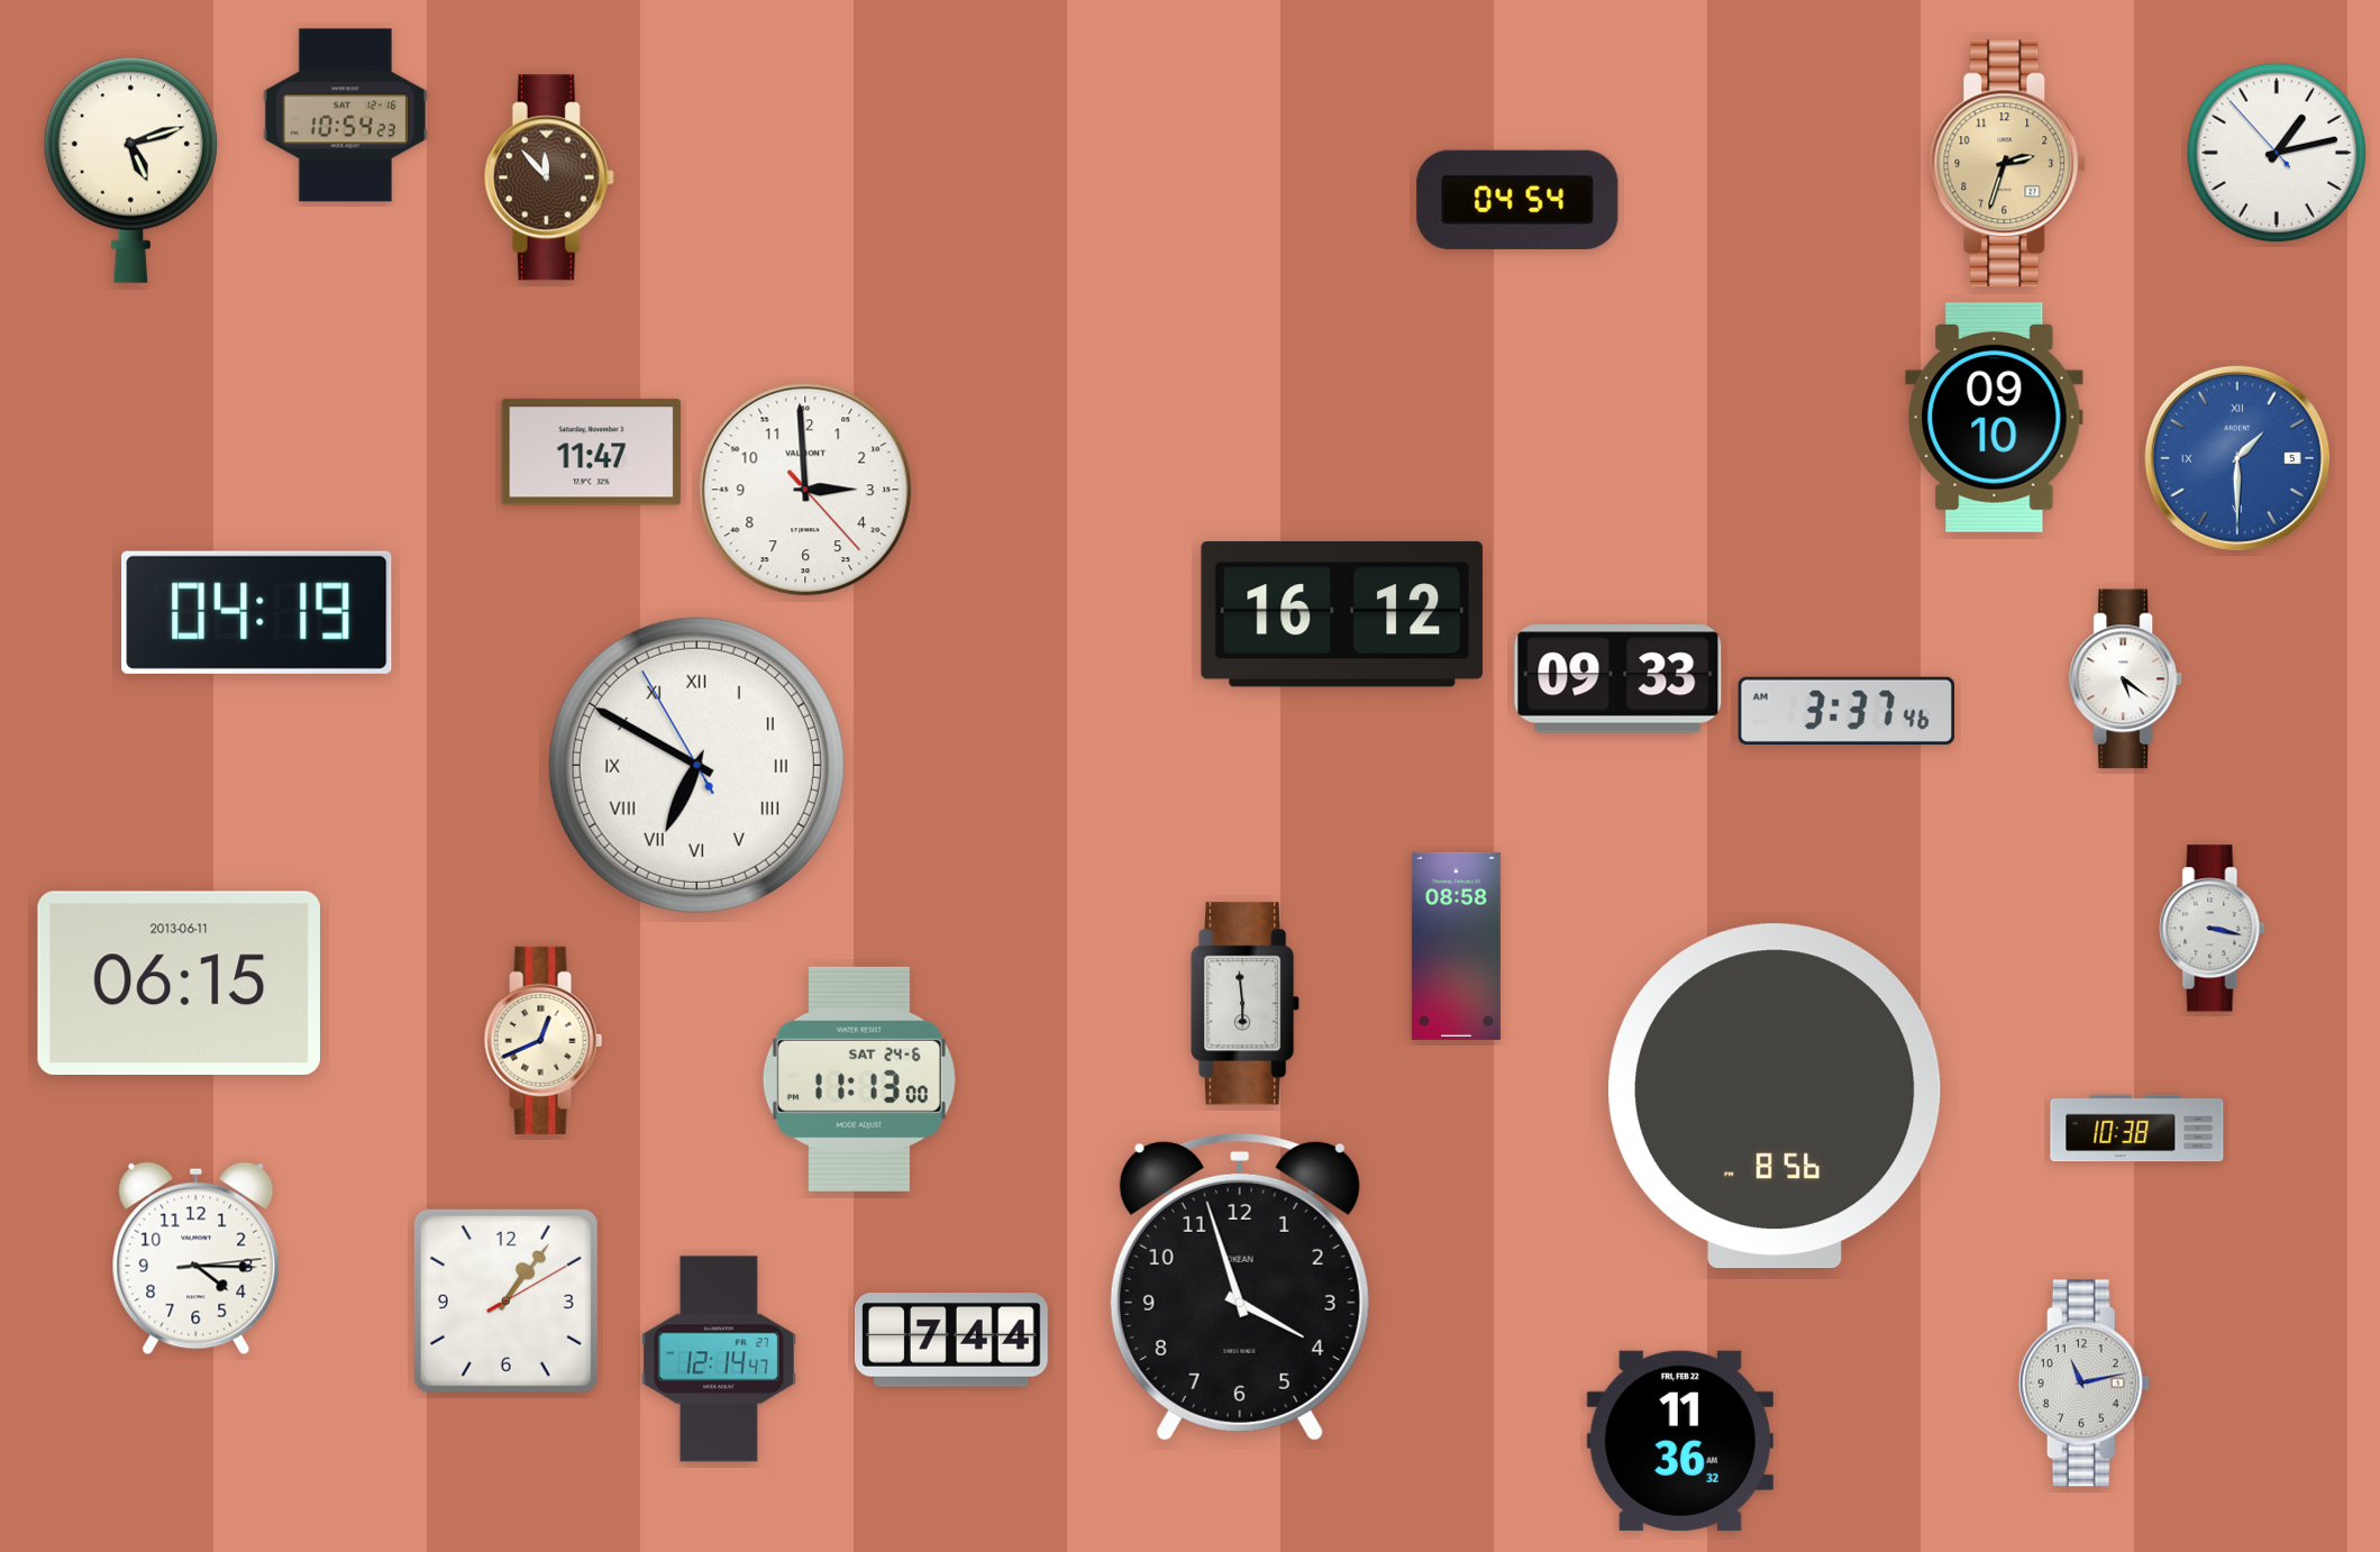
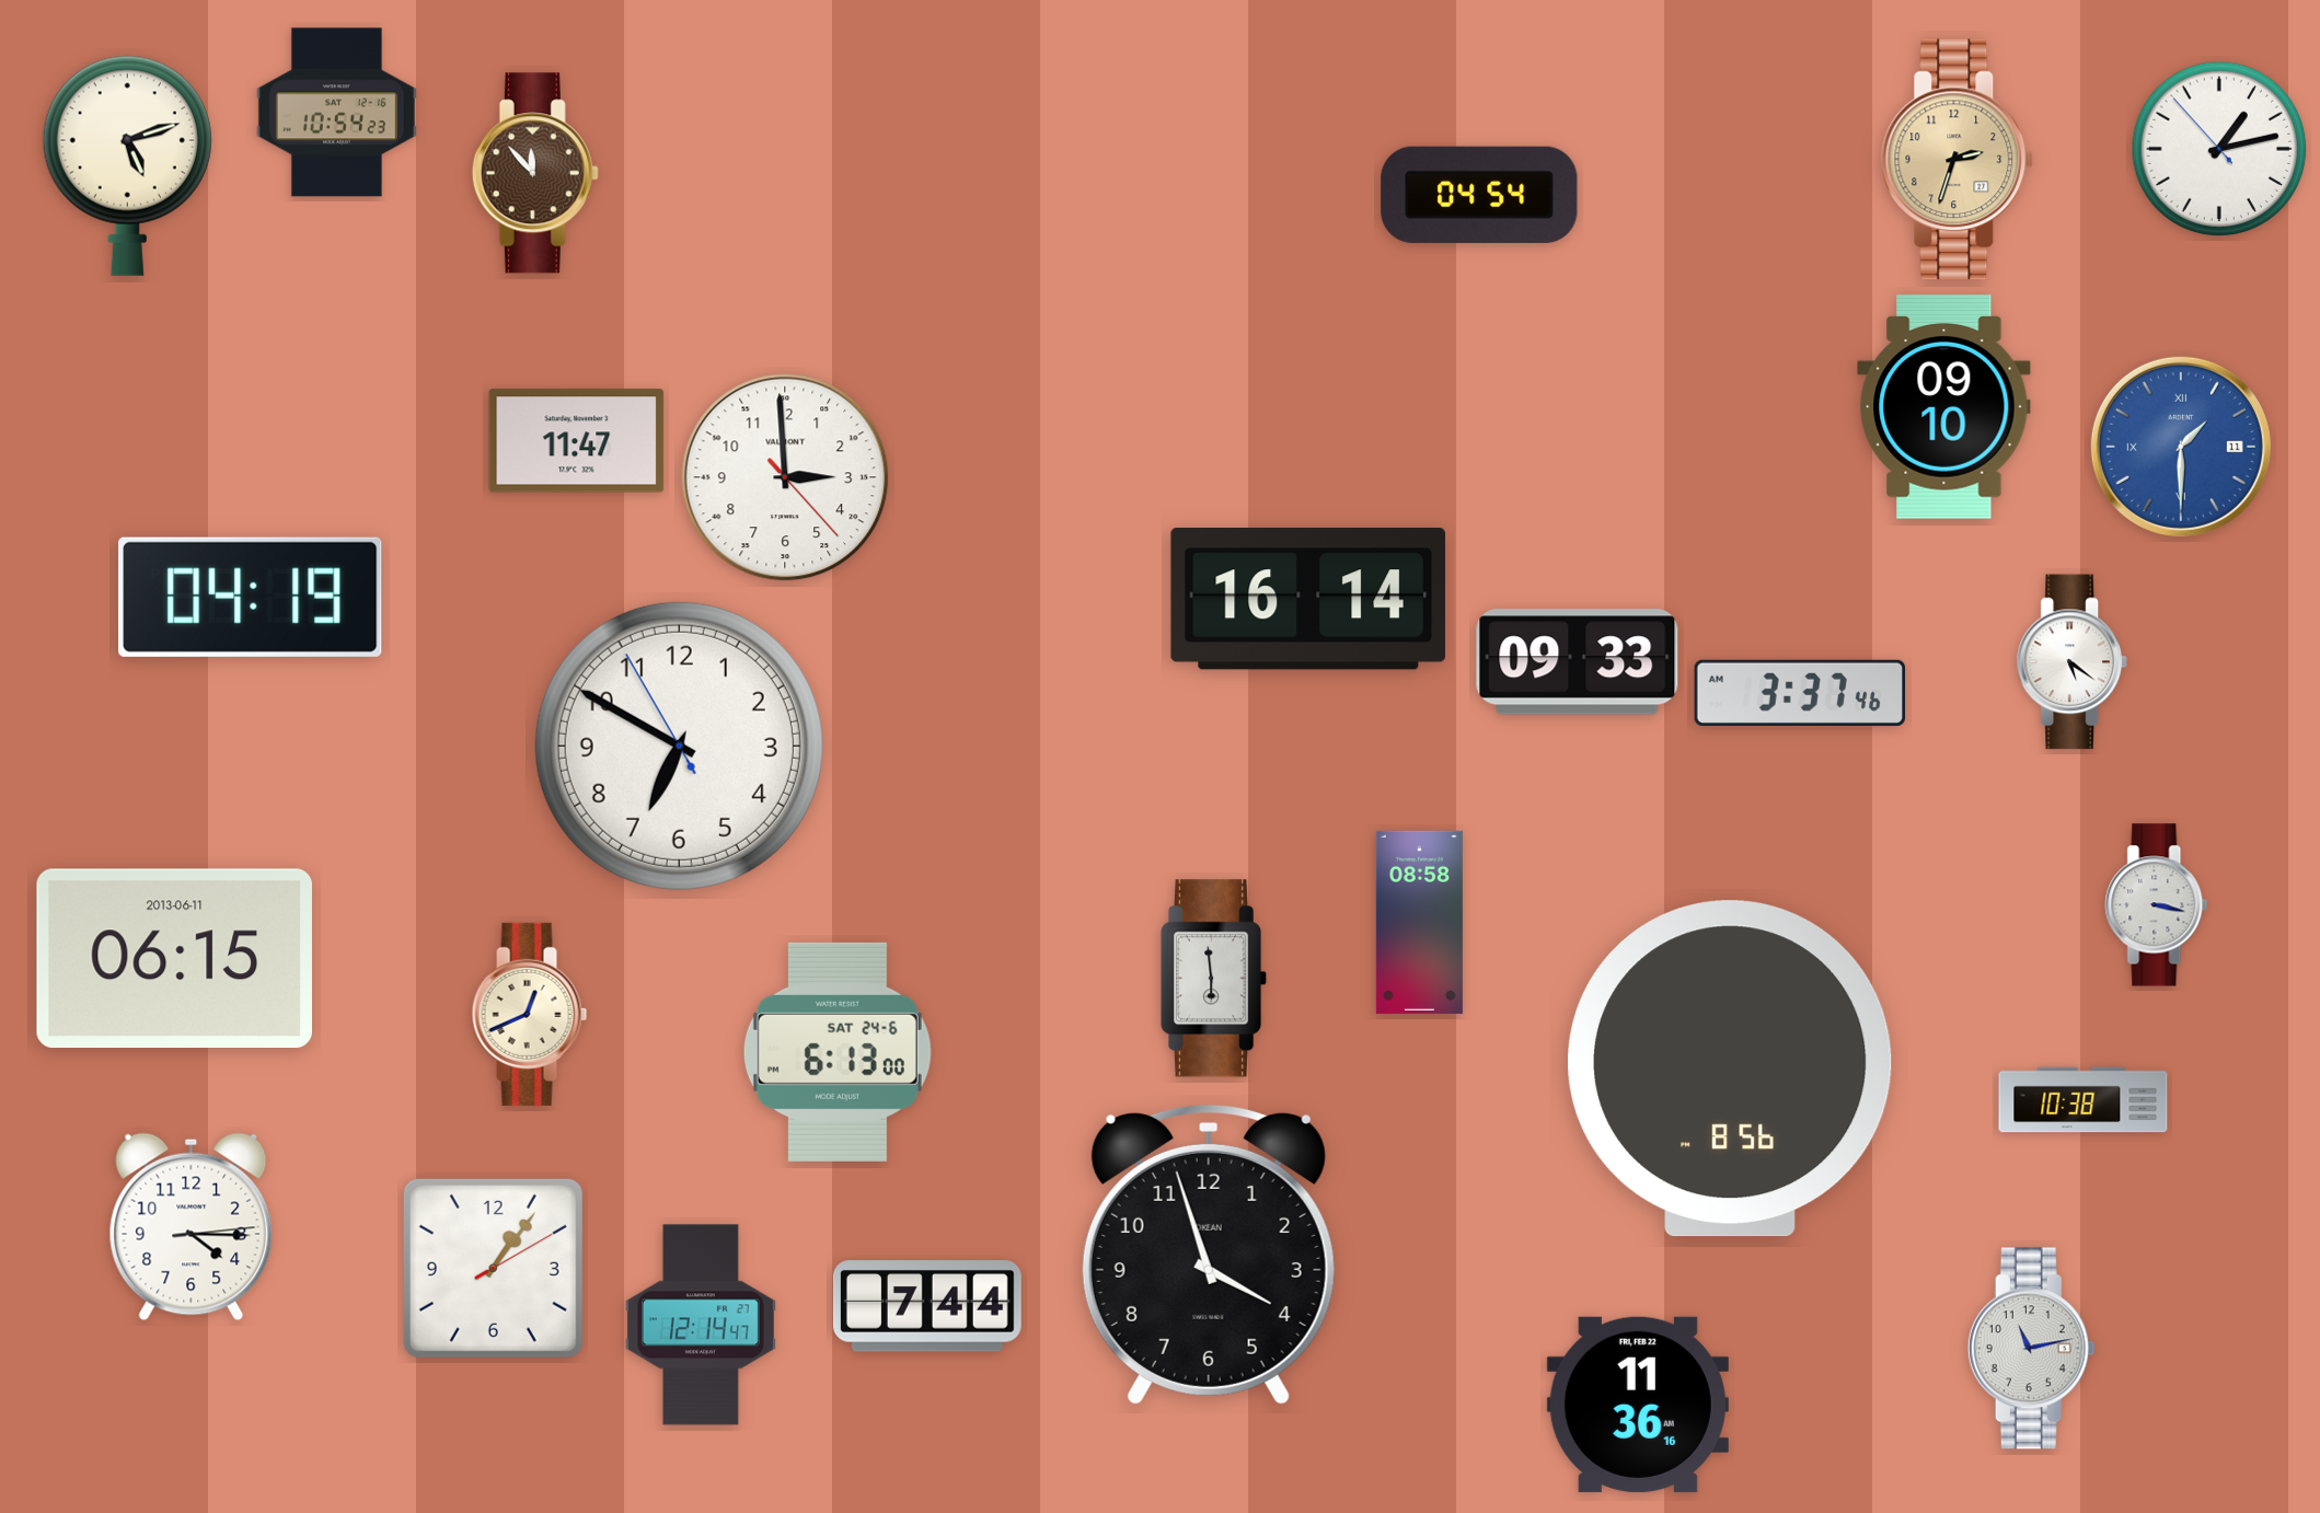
clock at (2237, 458) date: 5 -> 11
clock at (1342, 615): 16:12 -> 16:14
clock at (696, 765) numerals: Roman -> Arabic
clock at (859, 1079): 11:13 -> 6:13
clock at (1680, 1441): 11:36:32 -> 11:36:16
